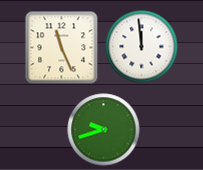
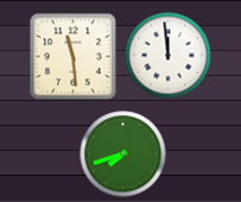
clock at (62, 48): 11:26 -> 11:29
clock at (104, 130): 9:42 -> 7:42
